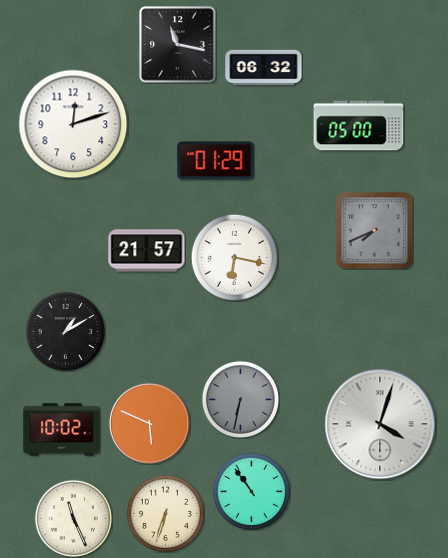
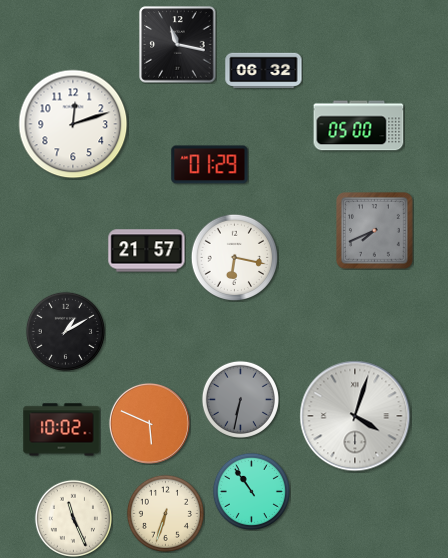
clock at (264, 68) position: (264, 68) -> (264, 71)
clock at (216, 161) position: (216, 161) -> (210, 165)
clock at (380, 424) position: (380, 424) -> (355, 416)
